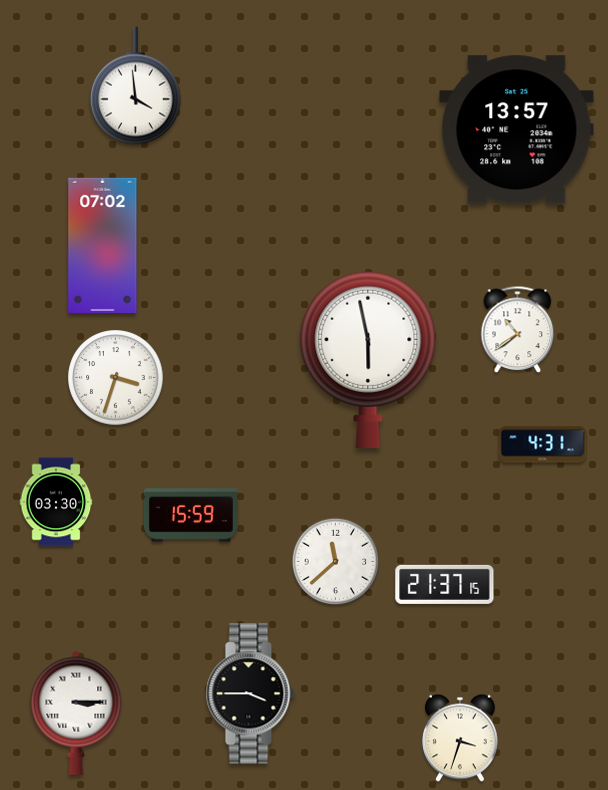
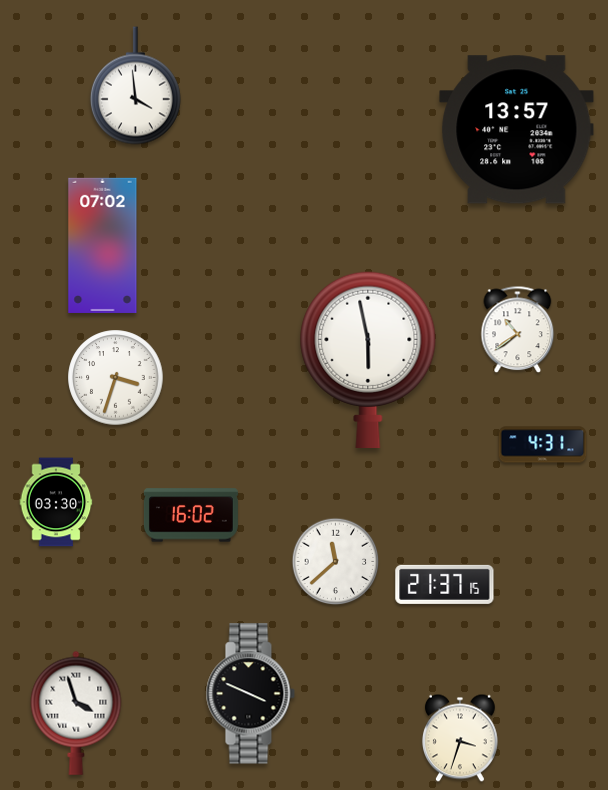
clock at (191, 515): 15:59 -> 16:02
clock at (250, 694): 3:45 -> 3:49
clock at (76, 713): 3:15 -> 3:57
